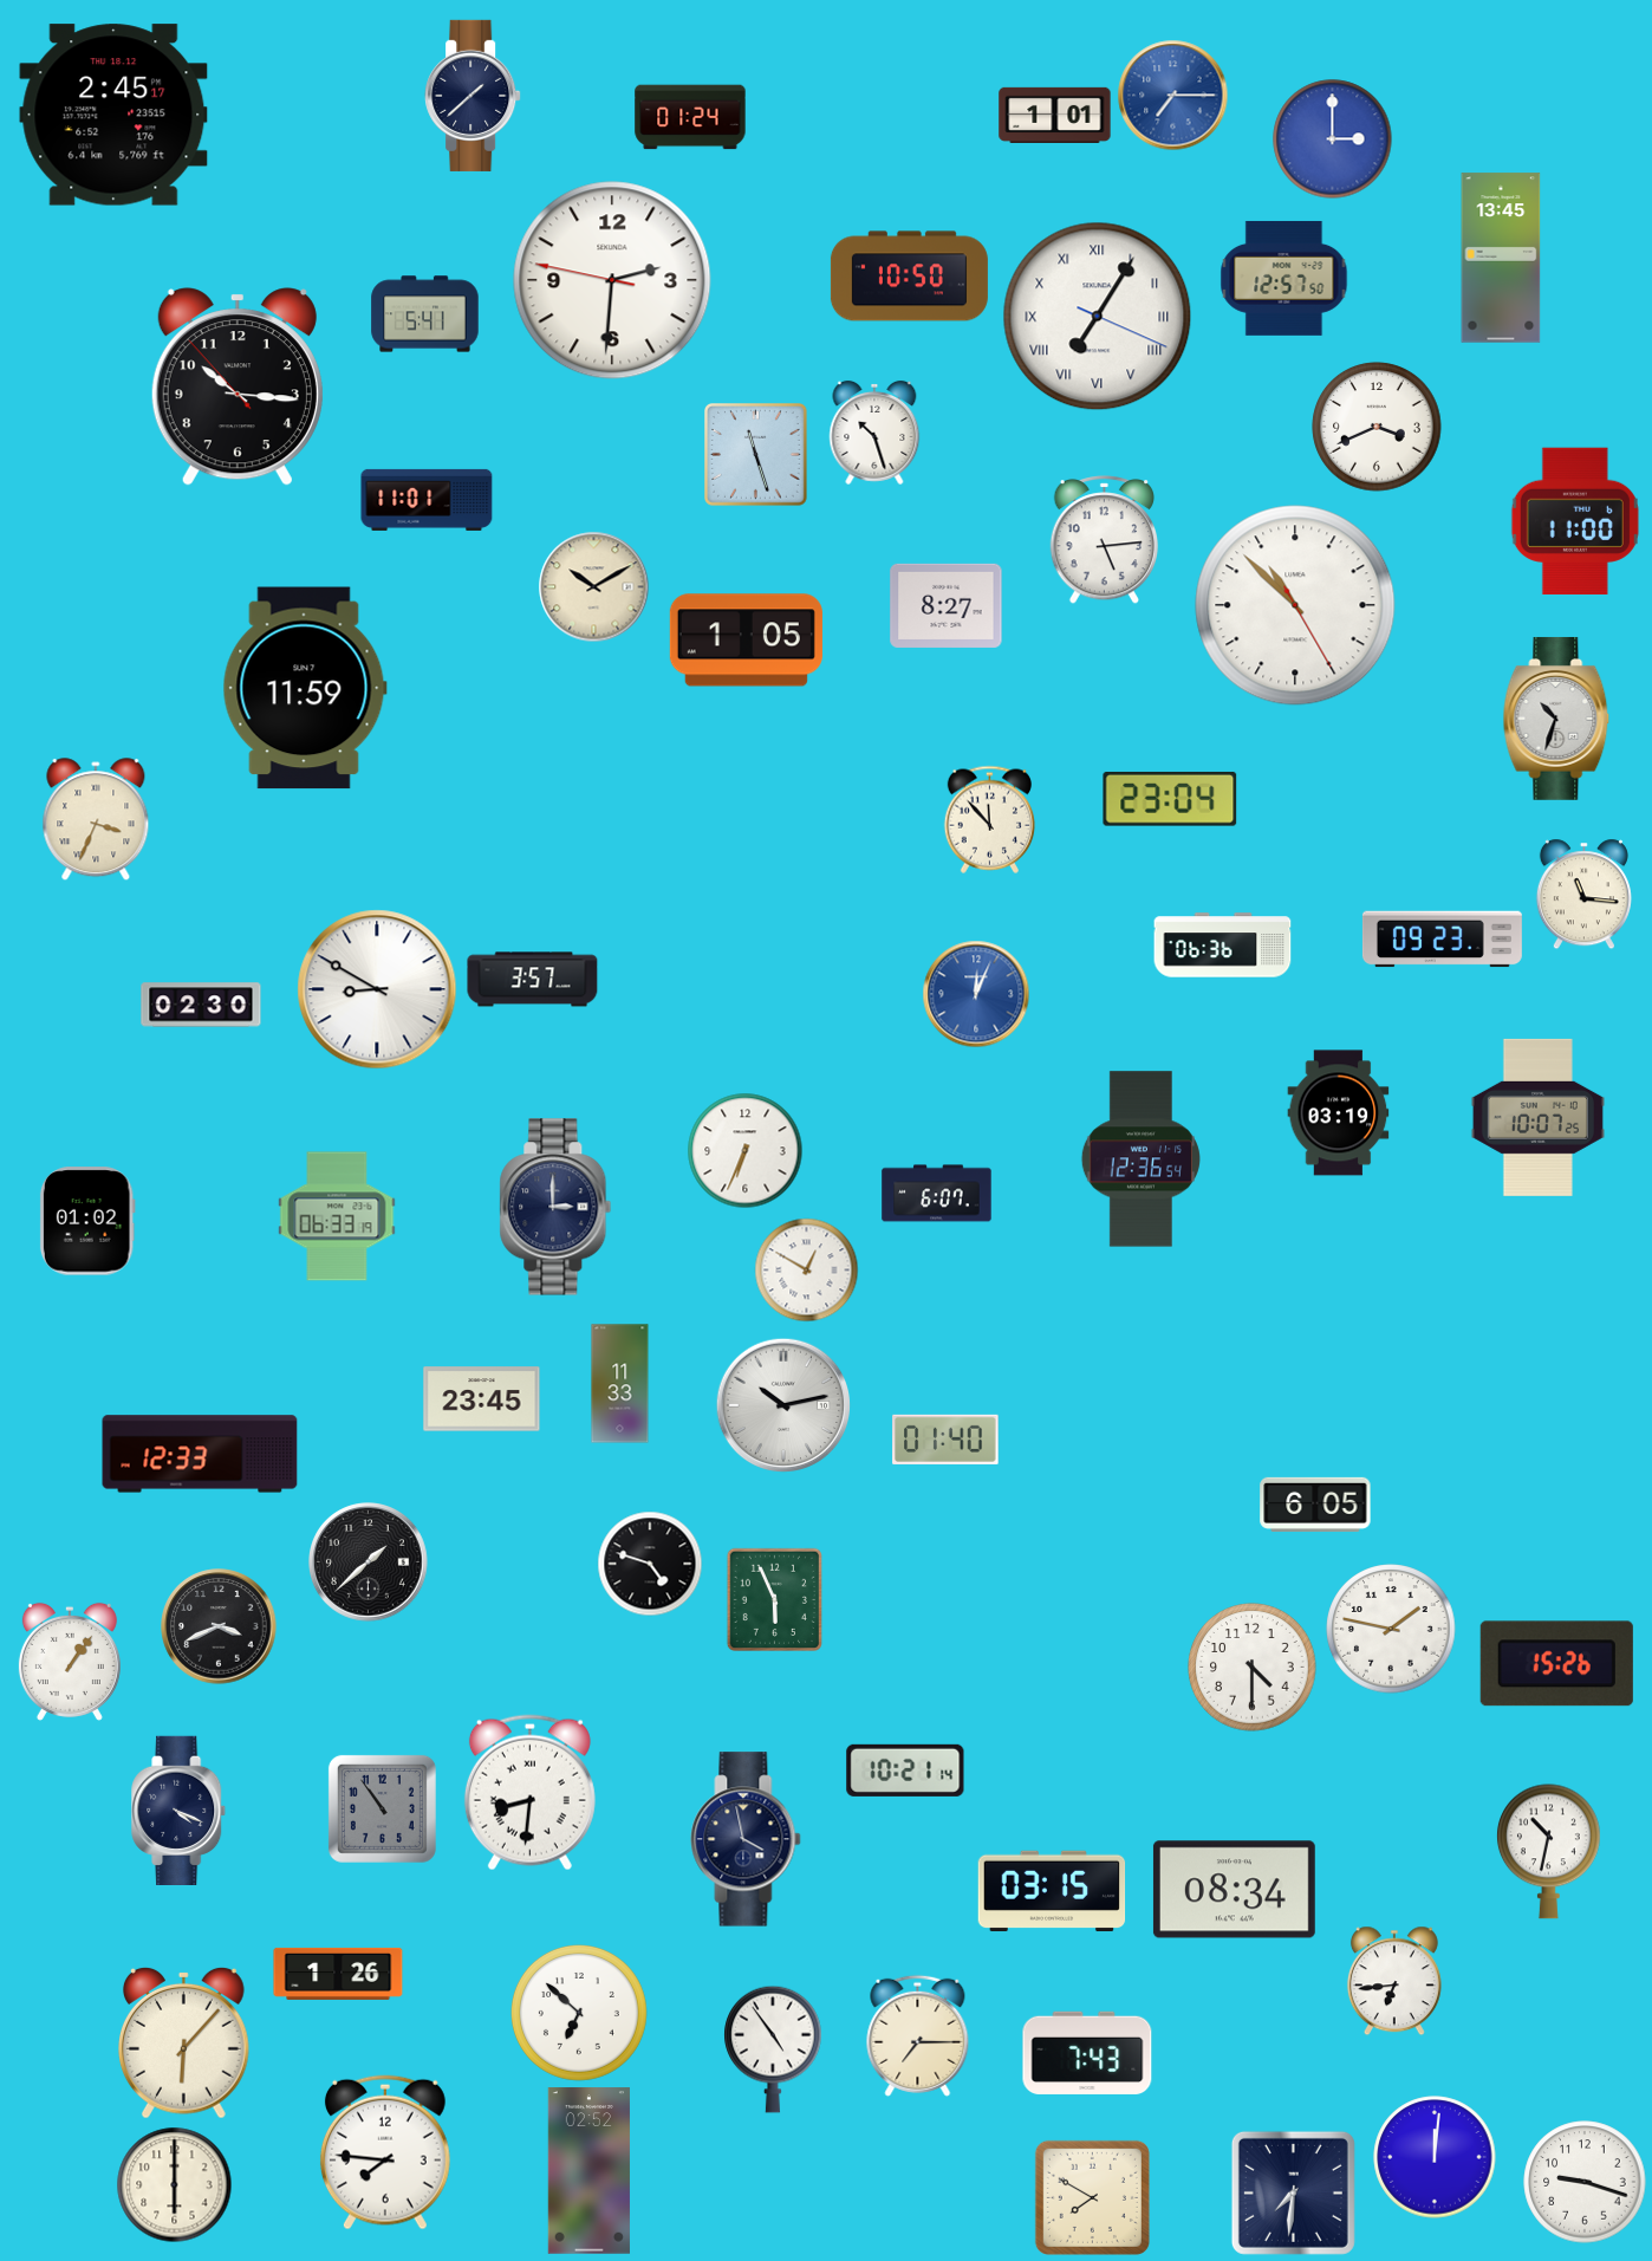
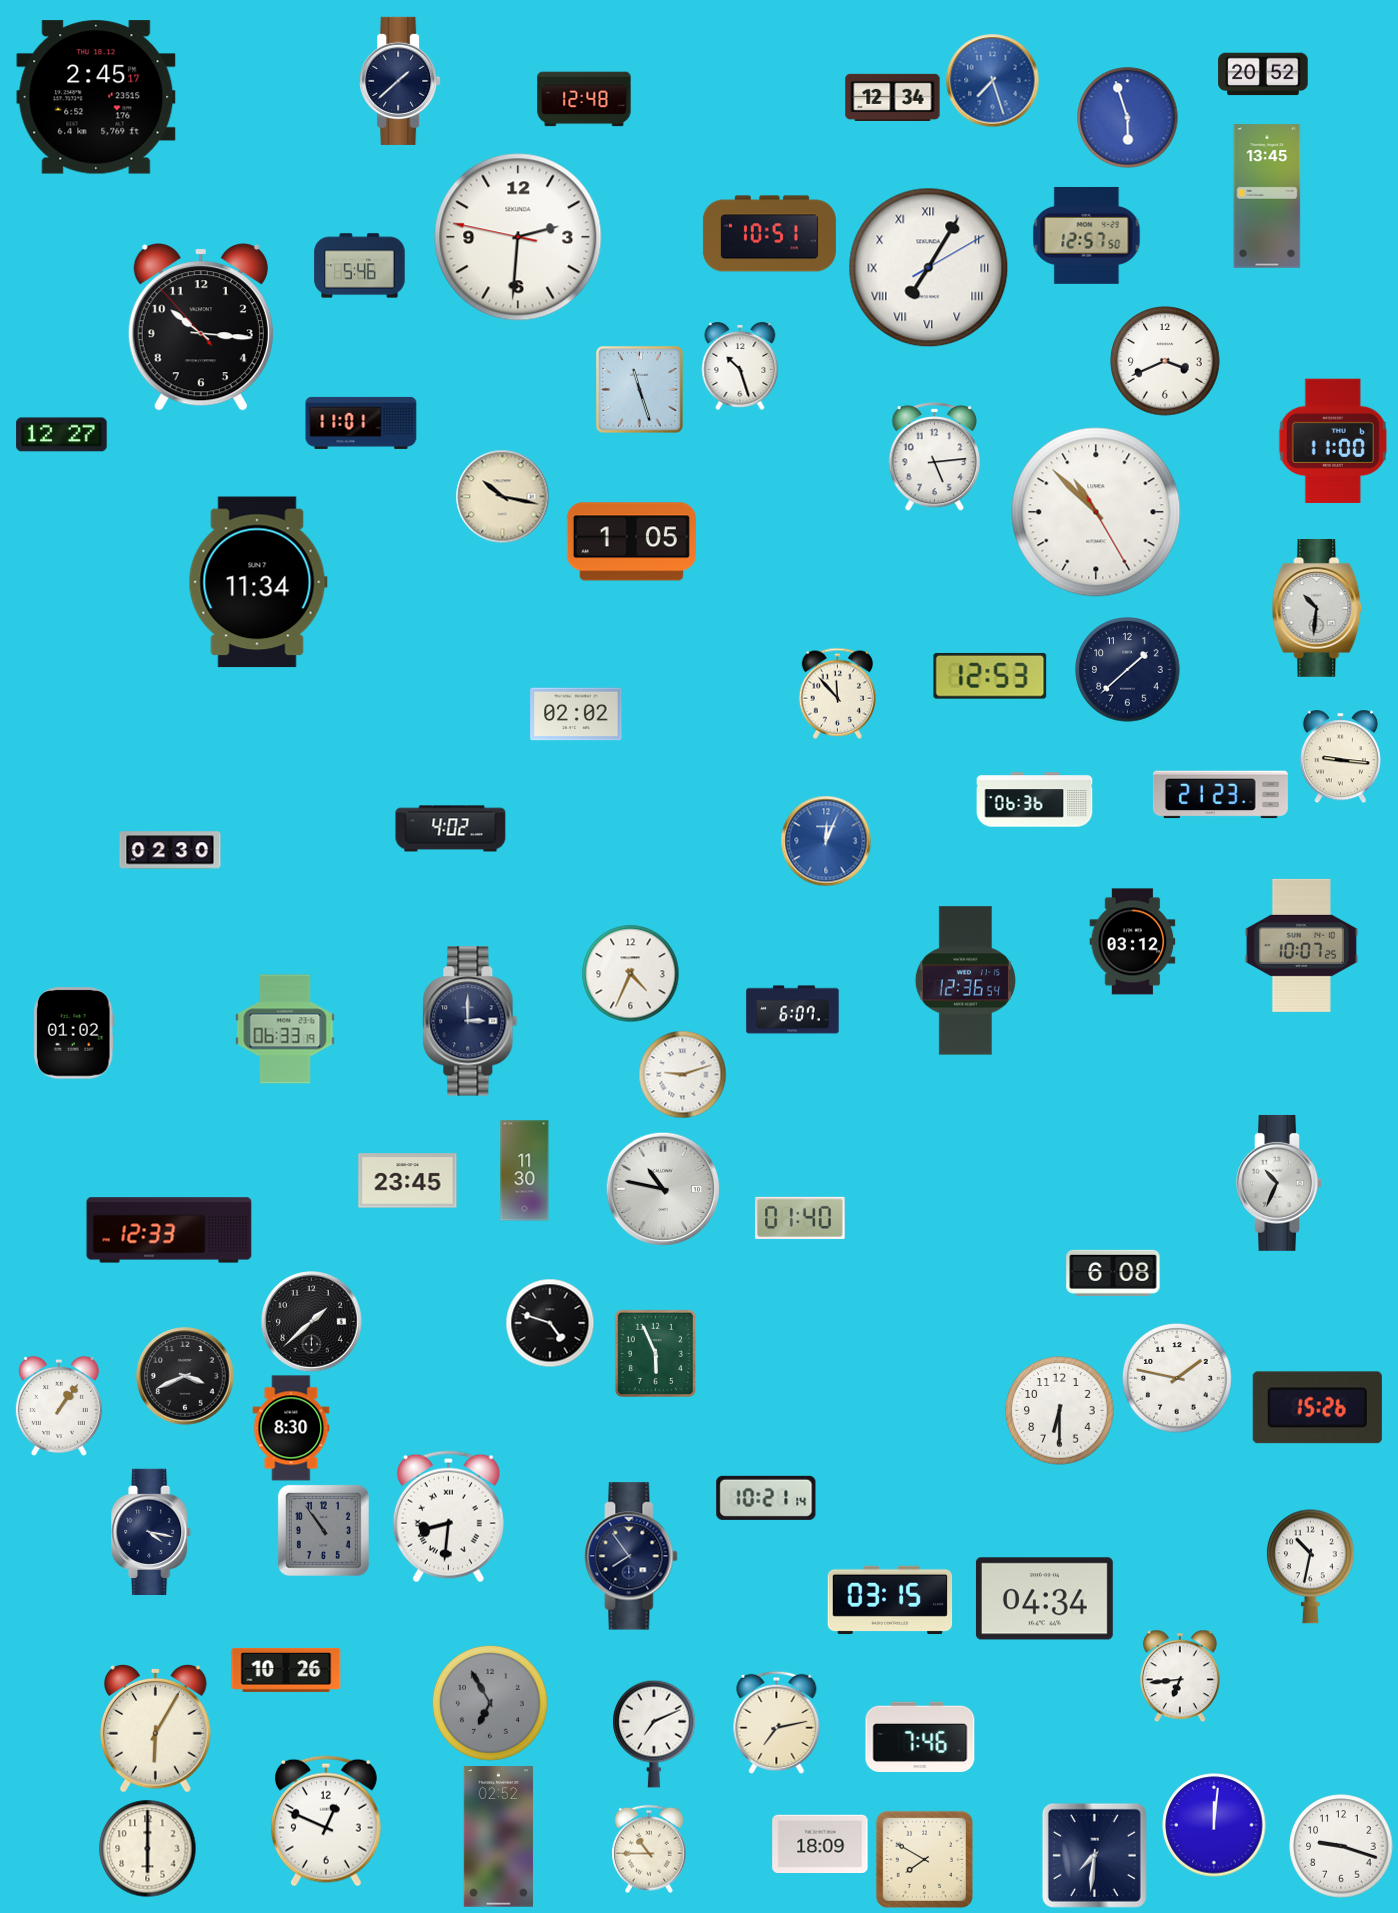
clock at (1263, 74): none -> 20:52
clock at (1172, 95): 7:15 -> 7:27
clock at (1055, 115): 1:01 -> 12:34
clock at (690, 117): 01:24 -> 12:48
clock at (1333, 139): 3:00 -> 5:57
clock at (1501, 258) position: (1501, 258) -> (1267, 196)
clock at (909, 277): 10:50 -> 10:51
clock at (425, 314): 5:41 -> 5:46
clock at (1098, 317): 7:05:19 -> 7:05:10
clock at (756, 455) position: (756, 455) -> (640, 390)
clock at (62, 435): none -> 12:27
clock at (593, 586): 10:10 -> 10:17
clock at (947, 605): 8:27 -> none
clock at (305, 688): 11:59 -> 11:34
clock at (1556, 719): 10:33 -> 10:31
clock at (1128, 670): none -> 1:38
clock at (1170, 799): 23:04 -> 12:53
clock at (96, 819): 3:34 -> none
clock at (576, 714): none -> 02:02
clock at (1583, 894): 11:16 -> 9:16
clock at (1442, 940): 09:23 -> 21:23
clock at (533, 980): 3:57 -> 4:02
clock at (377, 989): 8:50 -> none
clock at (1339, 1113): 03:19 -> 03:12
clock at (744, 1150): 6:34 -> 4:34
clock at (806, 1269): 12:50 -> 9:12
clock at (620, 1384): 11:33 -> 11:30
clock at (1279, 1183): none -> 10:34
clock at (482, 1399) position: (482, 1399) -> (408, 1181)
clock at (783, 1405): 10:13 -> 10:47
clock at (1315, 1505): 6:05 -> 6:08
clock at (1253, 1668): 4:30 -> 6:30
clock at (291, 1428): none -> 8:30
clock at (180, 1810): 4:19 -> 4:17
clock at (746, 1839): 3:58 -> 7:54
clock at (1234, 1890): 08:34 -> 04:34
clock at (338, 1974): 1:26 -> 10:26
clock at (579, 2013): 6:52 -> 6:55
clock at (579, 2013) dial: white -> grey
clock at (918, 2035): 7:15 -> 7:13
clock at (184, 2042): 6:07 -> 6:05
clock at (773, 2049): 4:54 -> 7:11
clock at (1087, 2052): 7:43 -> 7:46
clock at (385, 2152): 7:46 -> 12:49
clock at (820, 1843): none -> 18:09
clock at (650, 1849): none -> 10:45
